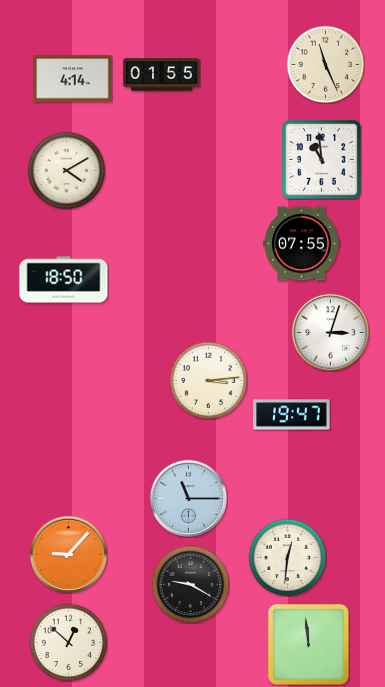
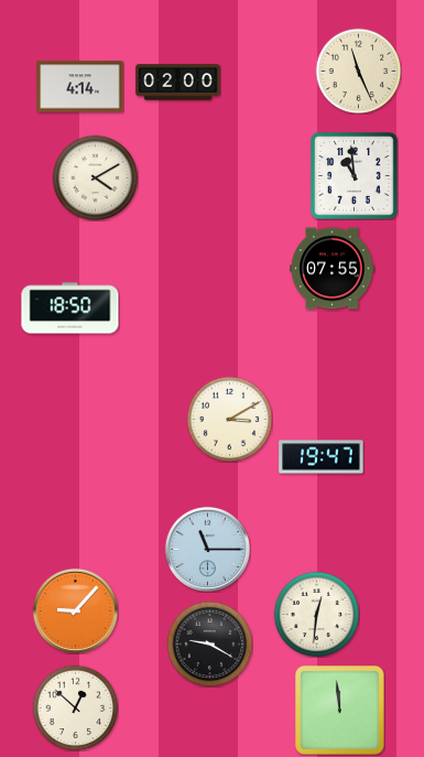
clock at (162, 75): 01:55 -> 02:00
clock at (66, 170) position: (66, 170) -> (95, 177)
clock at (330, 332): 3:03 -> none
clock at (208, 380): 3:14 -> 3:10
